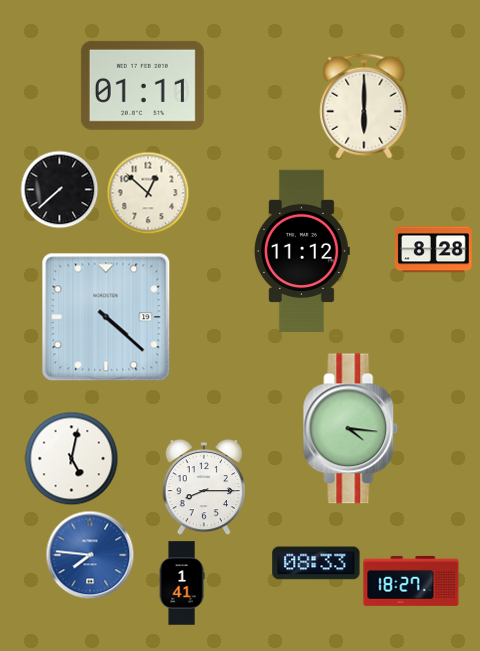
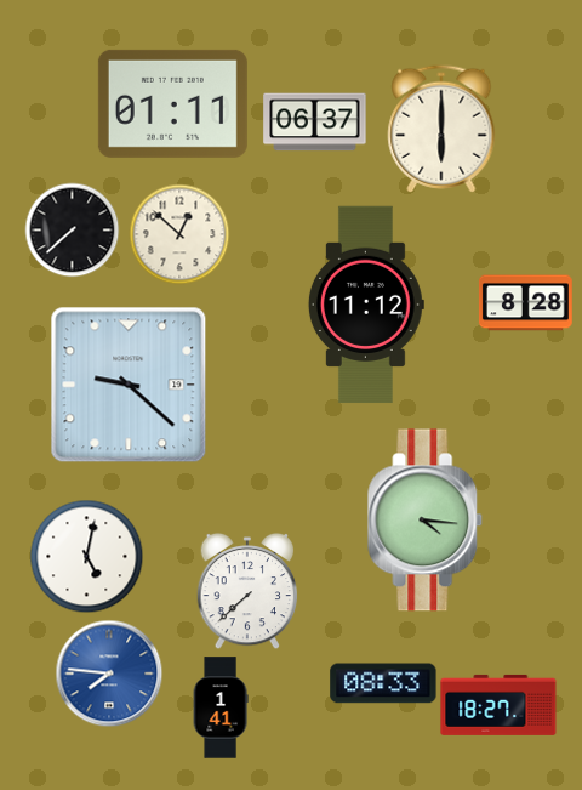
clock at (315, 123): none -> 06:37
clock at (106, 317): 4:22 -> 9:22
clock at (204, 487): 8:15 -> 7:38
